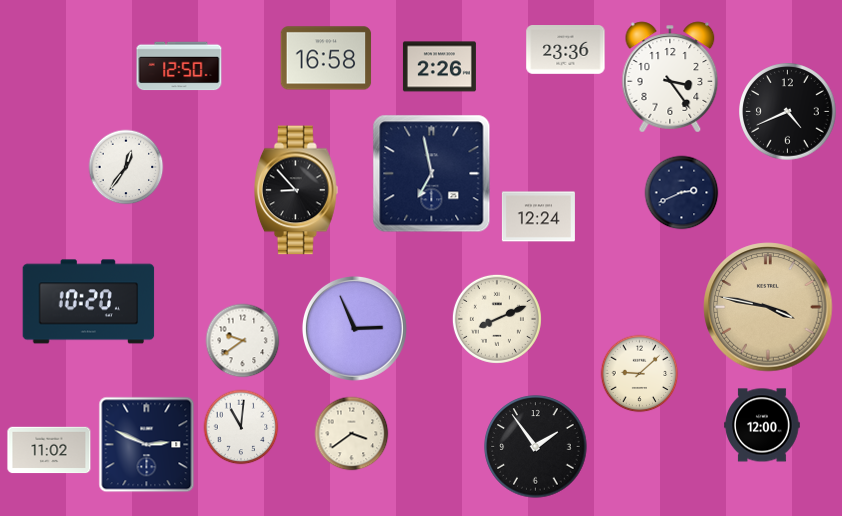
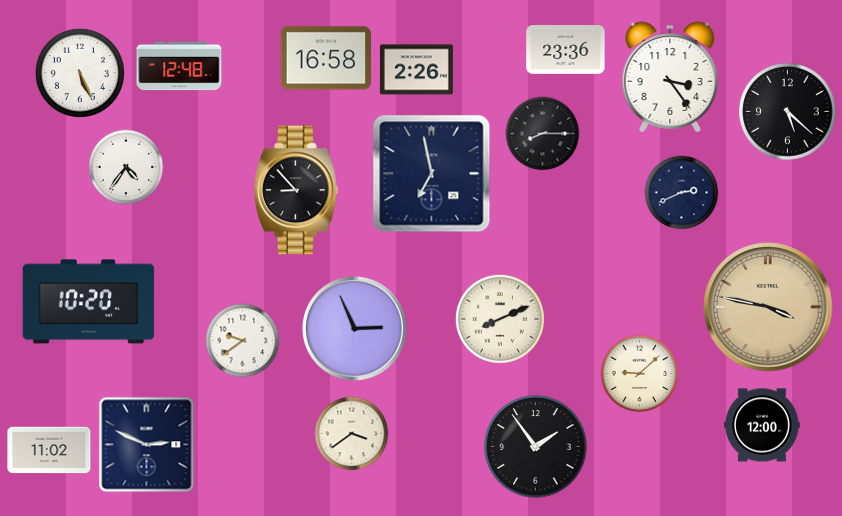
clock at (179, 66): 12:50 -> 12:48
clock at (439, 67) position: (439, 67) -> (416, 70)
clock at (80, 73): none -> 5:26
clock at (788, 112): 4:41 -> 5:22
clock at (543, 134): none -> 8:15
clock at (126, 167): 12:36 -> 4:36
clock at (538, 217): 12:24 -> none
clock at (497, 319) position: (497, 319) -> (500, 319)
clock at (241, 427): 11:01 -> none
